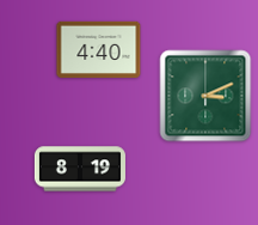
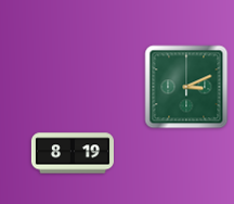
clock at (99, 49): 4:40 -> none
